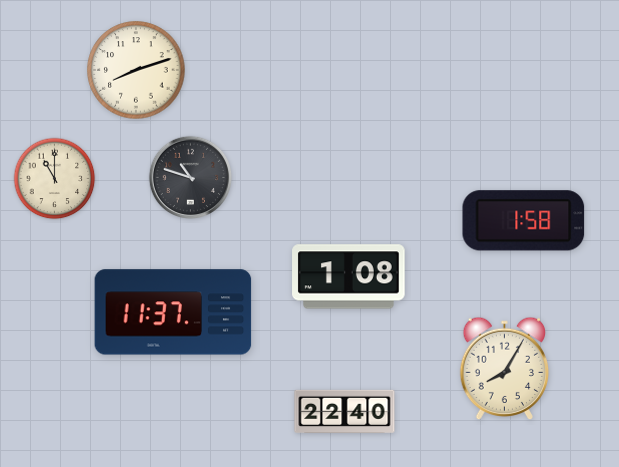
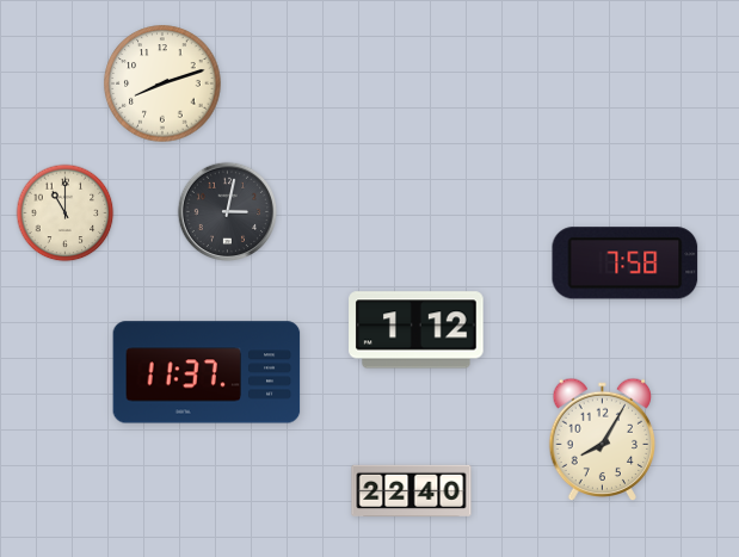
clock at (191, 178): 10:48 -> 3:02
clock at (524, 221): 1:58 -> 7:58
clock at (349, 277): 1:08 -> 1:12
